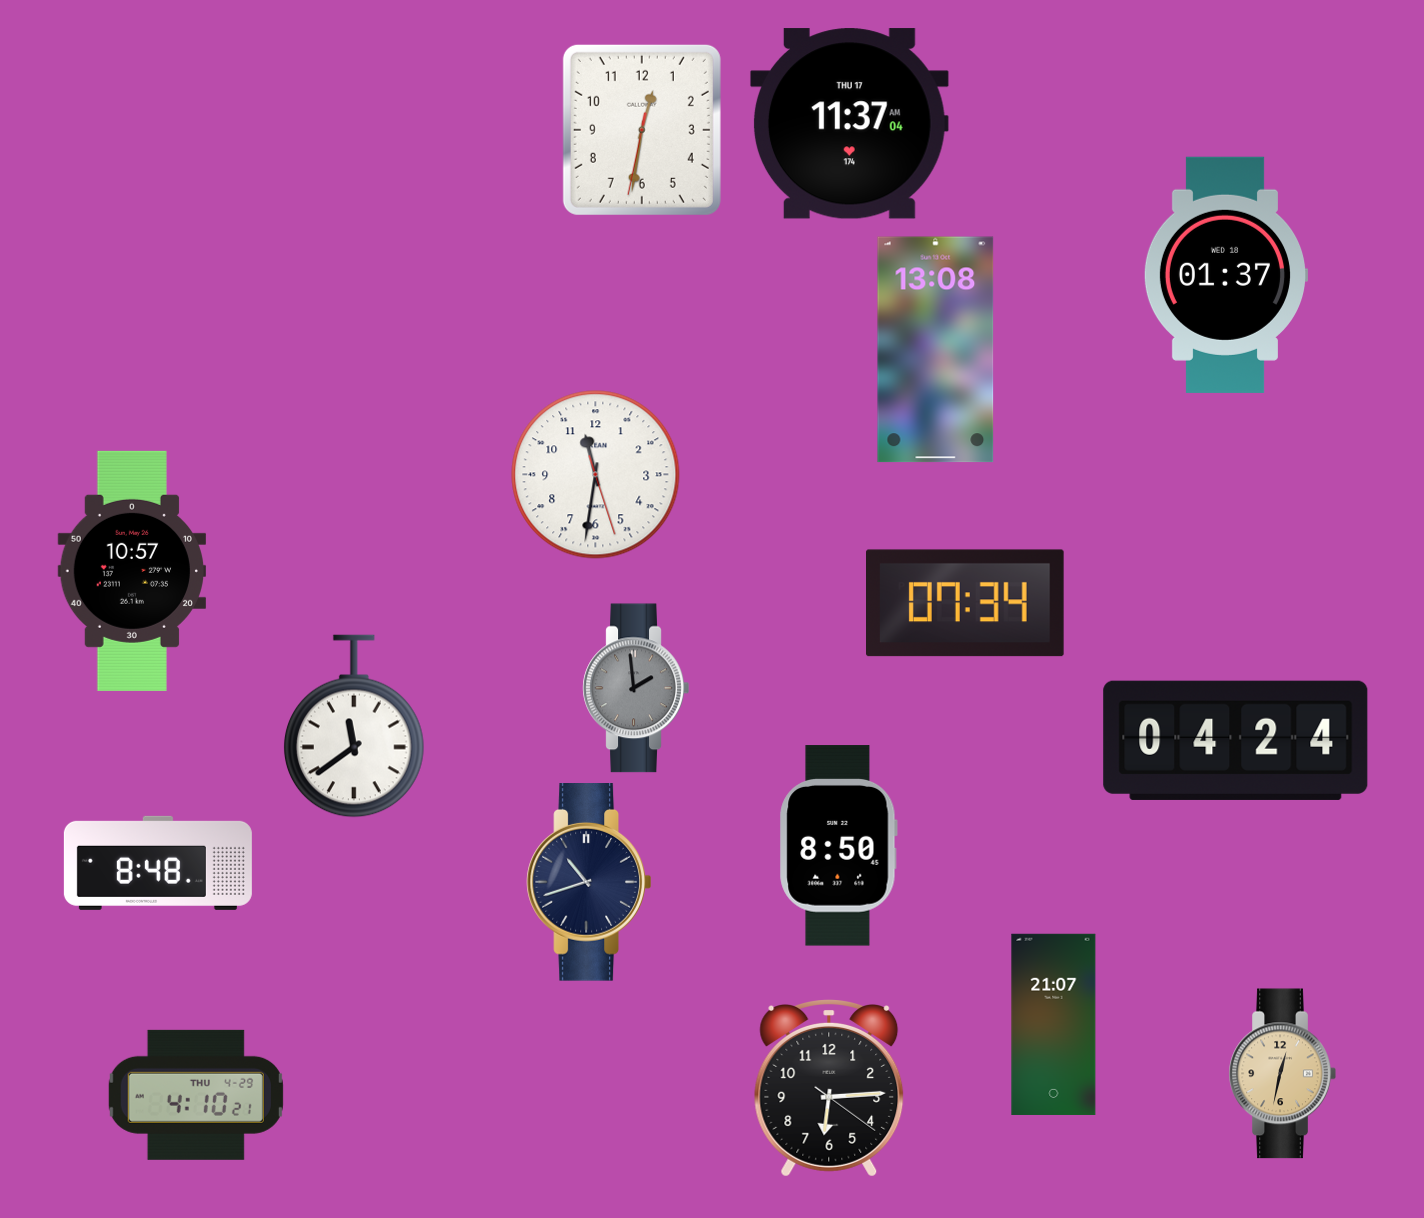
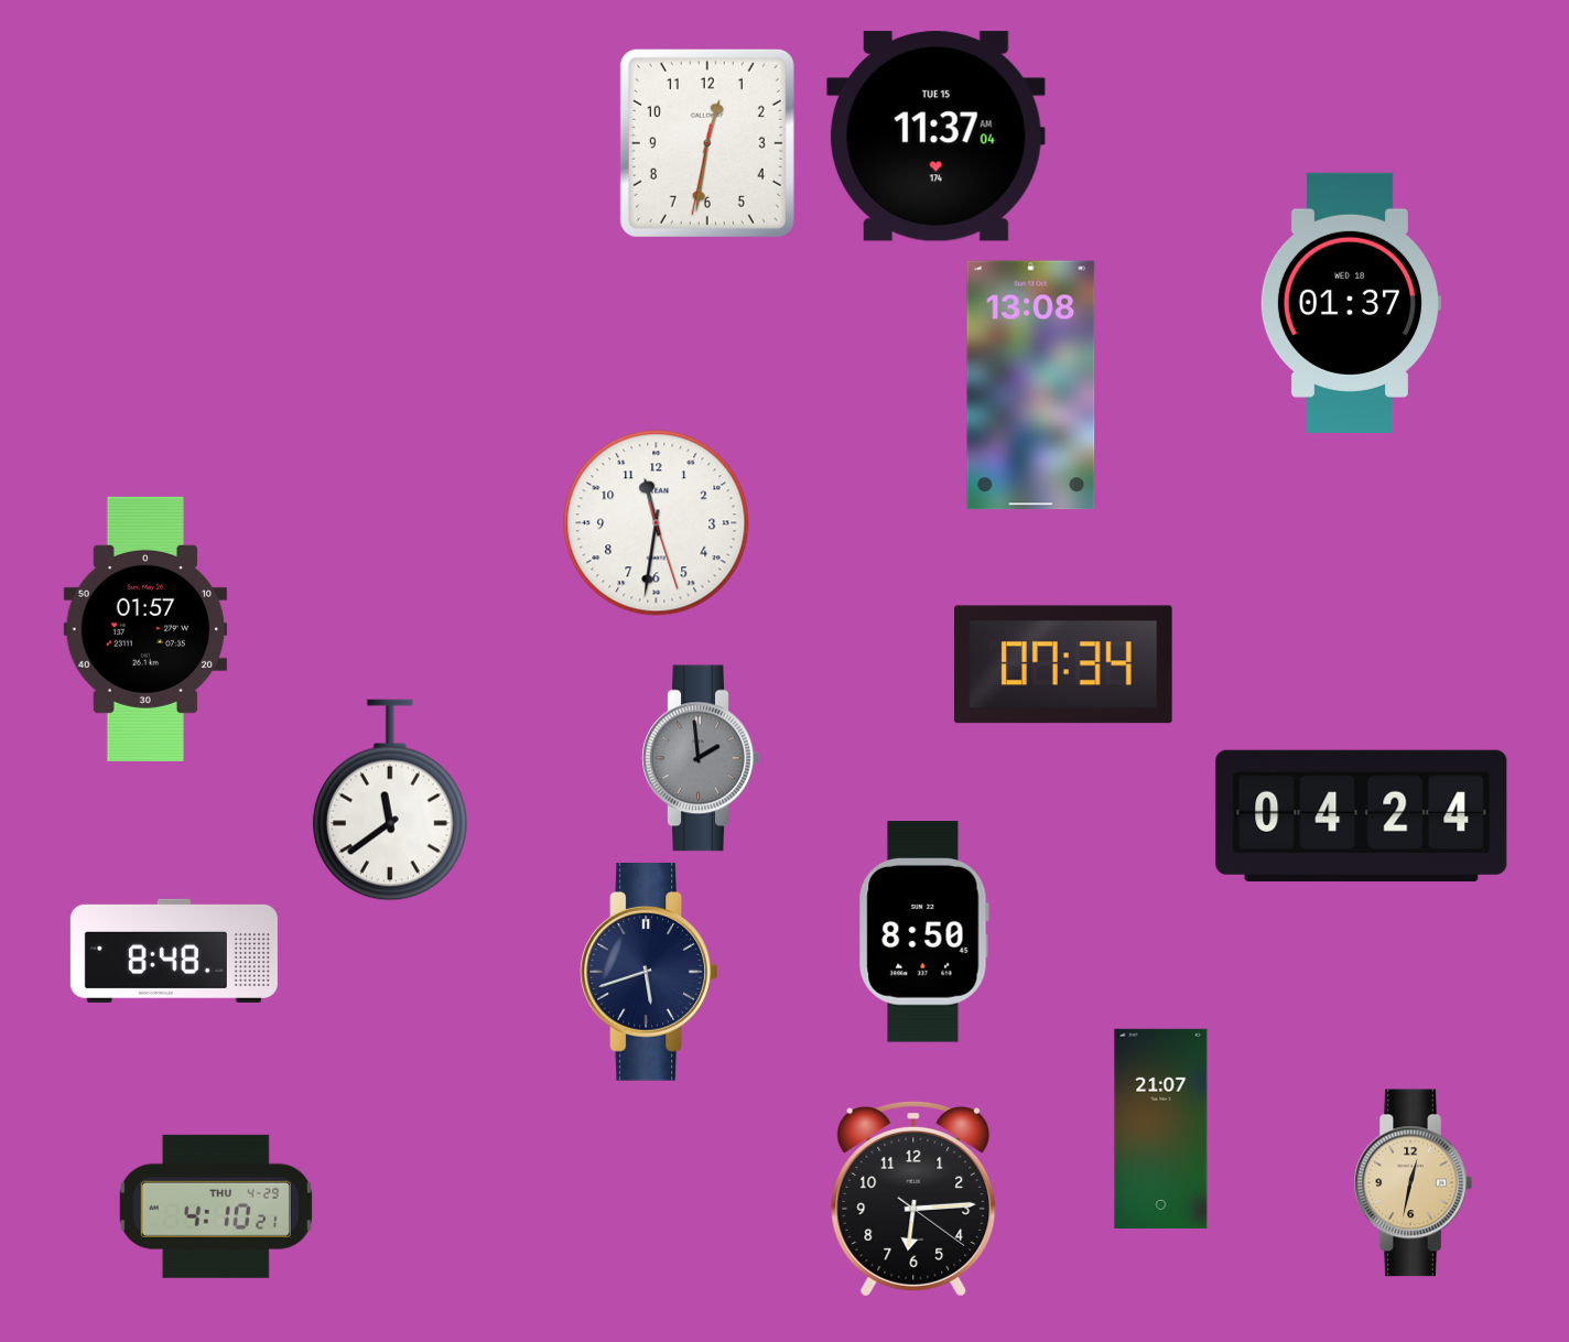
clock at (849, 124) date: THU 17 -> TUE 15
clock at (131, 571): 10:57 -> 01:57
clock at (589, 883): 10:42 -> 5:42
